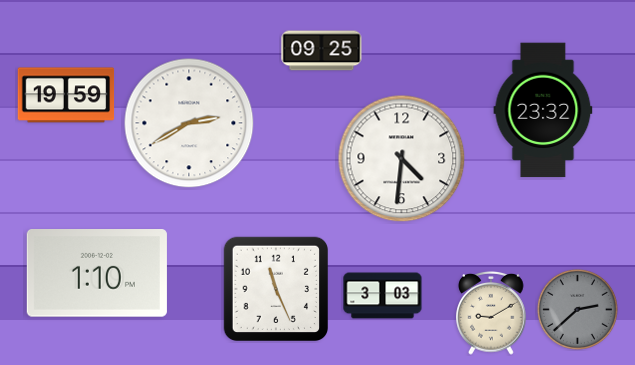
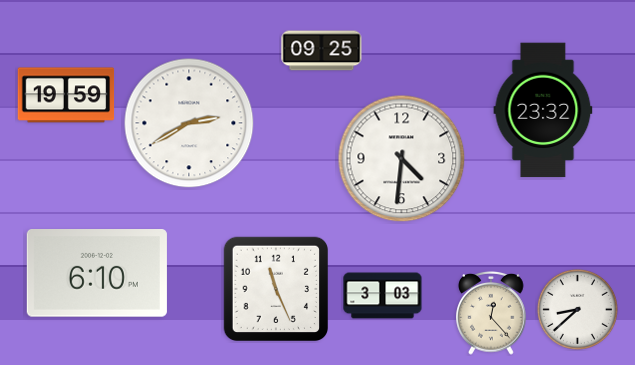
clock at (97, 273): 1:10 -> 6:10
clock at (577, 309): 2:38 -> 8:38
clock at (577, 309) dial: grey -> white
clock at (491, 313): 9:10 -> 12:23
